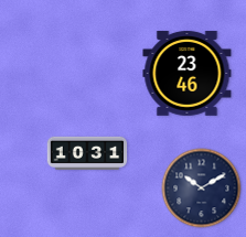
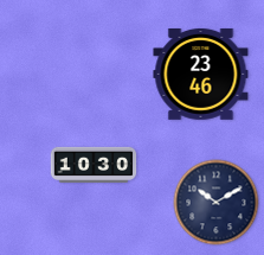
clock at (188, 73) position: (188, 73) -> (201, 74)
clock at (87, 152): 10:31 -> 10:30
